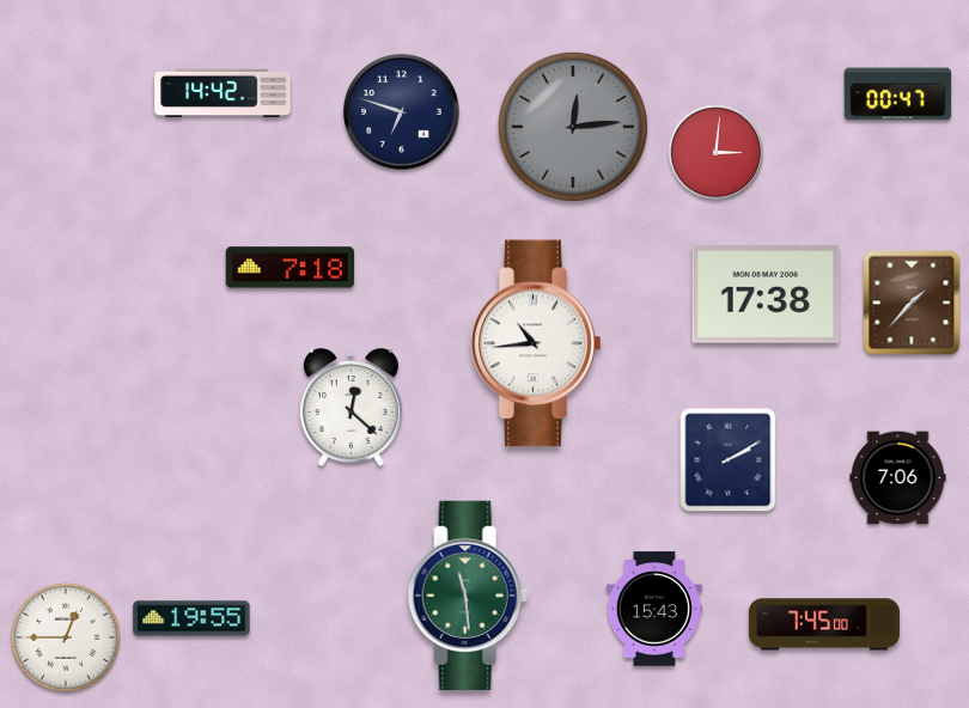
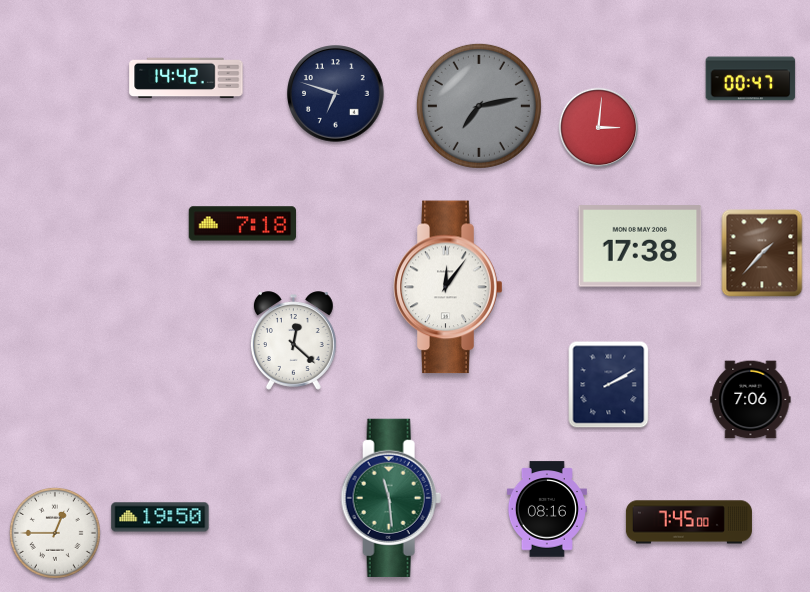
clock at (573, 127): 12:14 -> 7:13
clock at (536, 343): 10:44 -> 12:06
clock at (654, 609): 15:43 -> 08:16
clock at (191, 618): 19:55 -> 19:50
